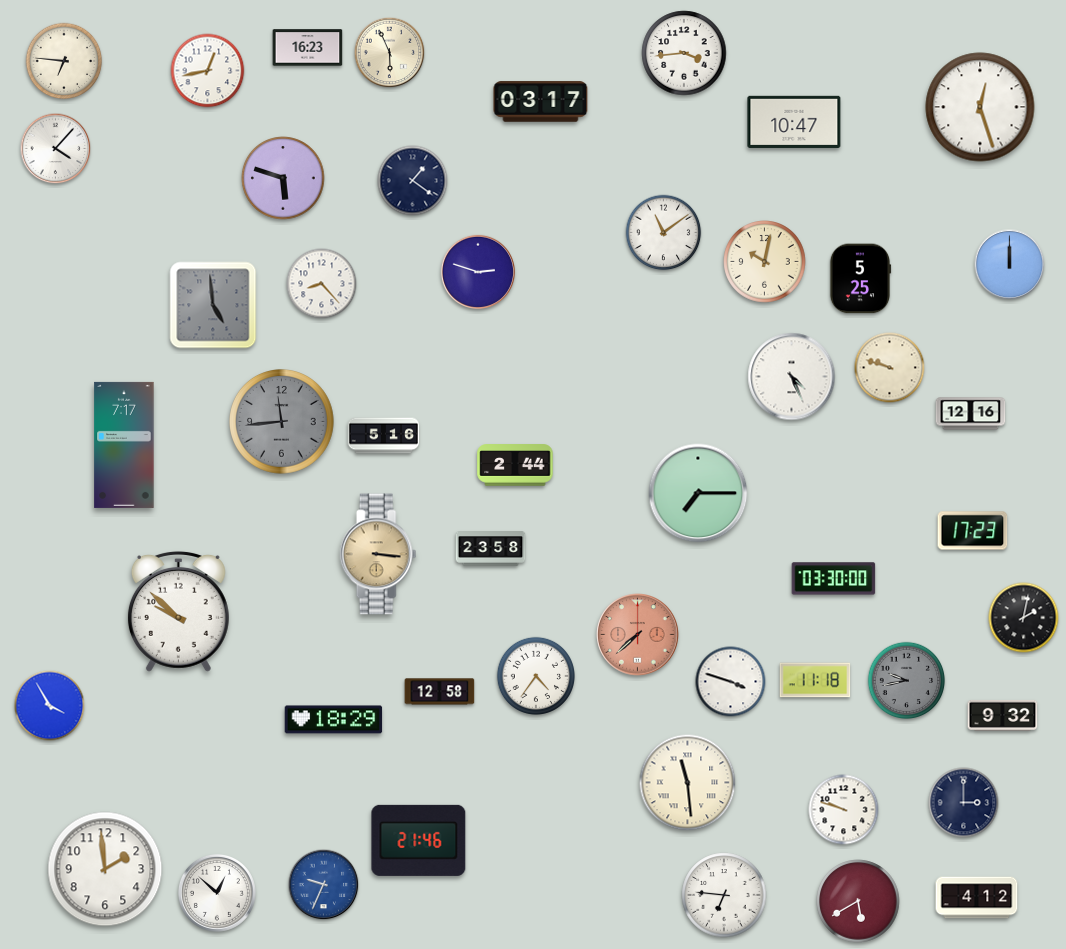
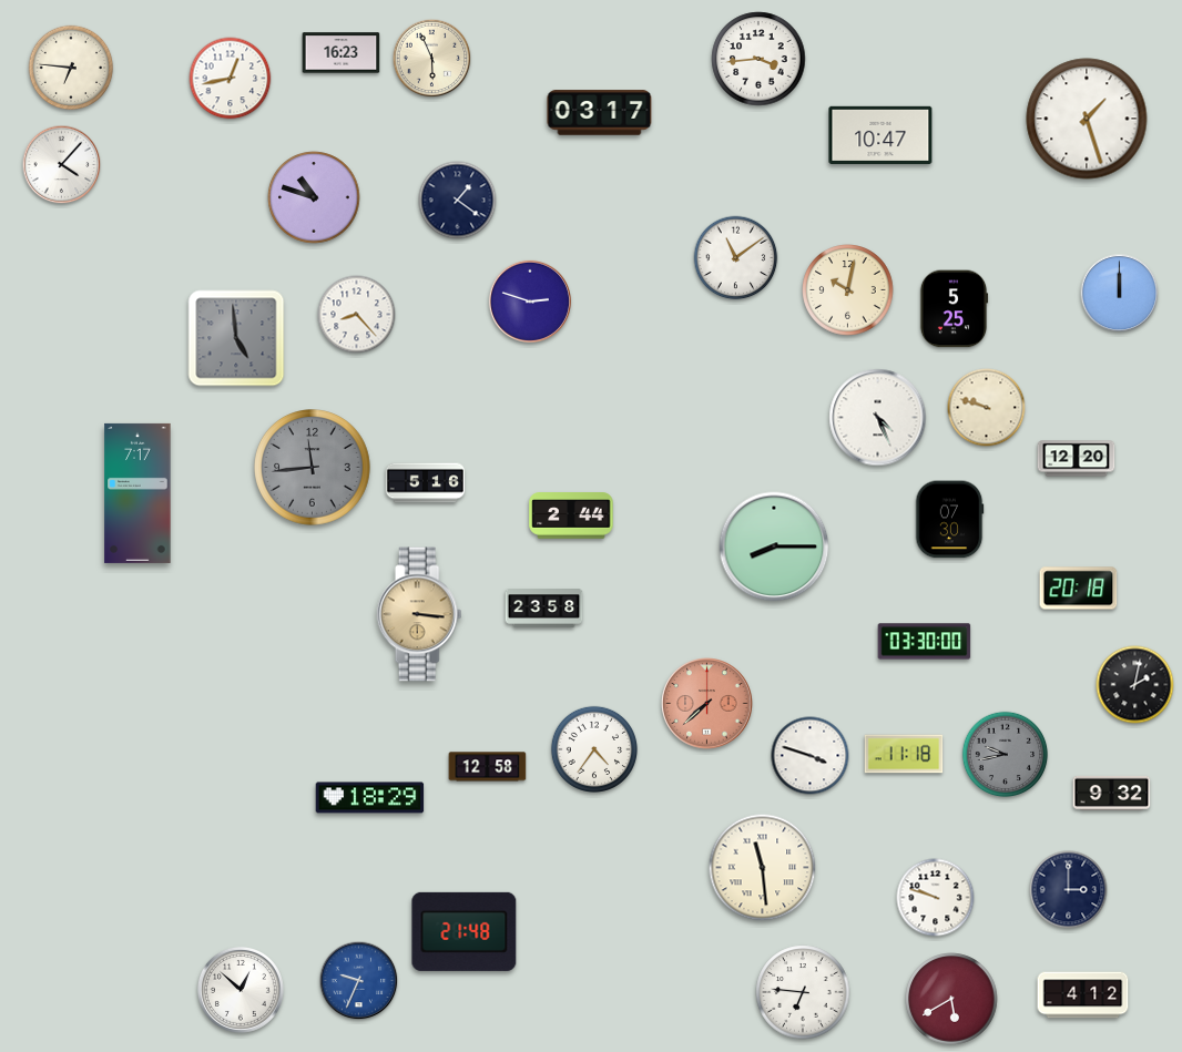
clock at (980, 107): 12:27 -> 1:27
clock at (283, 178): 5:48 -> 10:48
clock at (971, 414): 12:16 -> 12:20
clock at (949, 520): none -> 07:30
clock at (698, 493): 7:15 -> 8:15
clock at (973, 531): 17:23 -> 20:18
clock at (178, 611): 9:52 -> none
clock at (50, 706): 3:55 -> none
clock at (419, 840): 21:46 -> 21:48
clock at (105, 869): 1:59 -> none
